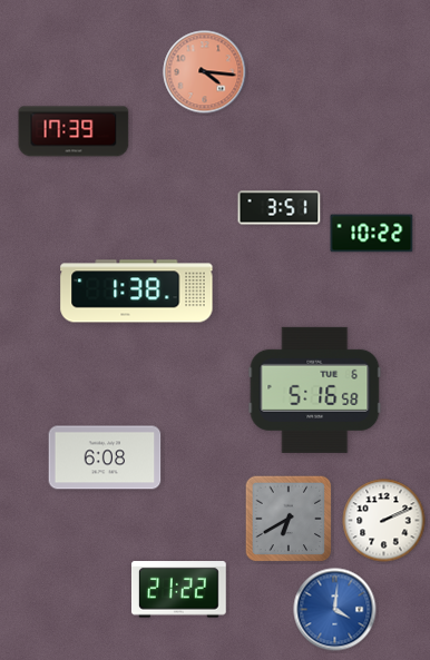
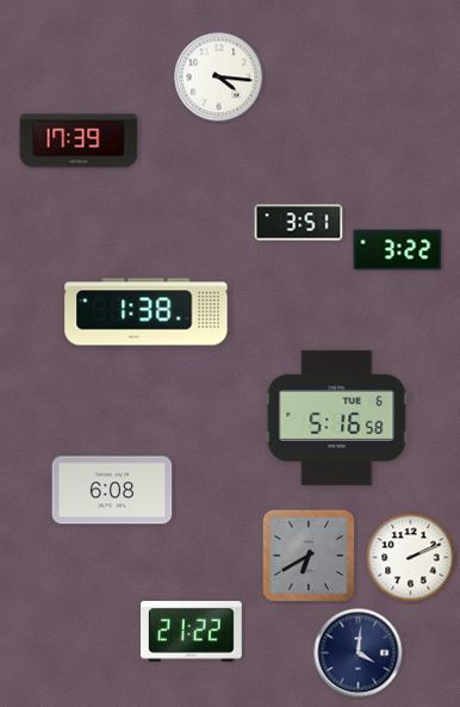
clock at (205, 72) dial: salmon -> white
clock at (372, 234): 10:22 -> 3:22
clock at (335, 610) dial: blue -> navy
